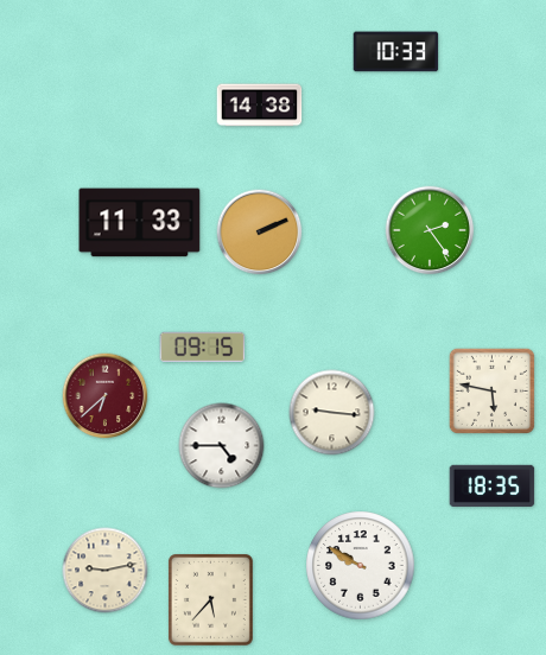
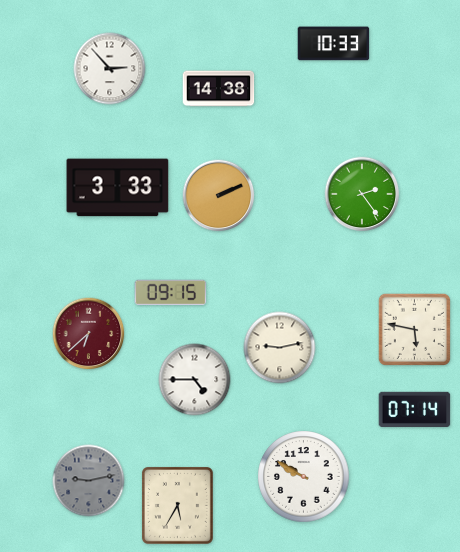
clock at (110, 69): none -> 2:53
clock at (140, 223): 11:33 -> 3:33
clock at (332, 413): 9:16 -> 9:13
clock at (222, 446) position: (222, 446) -> (195, 380)
clock at (493, 485): 18:35 -> 07:14
clock at (106, 571) dial: cream -> grey
clock at (210, 599): 5:37 -> 5:35
